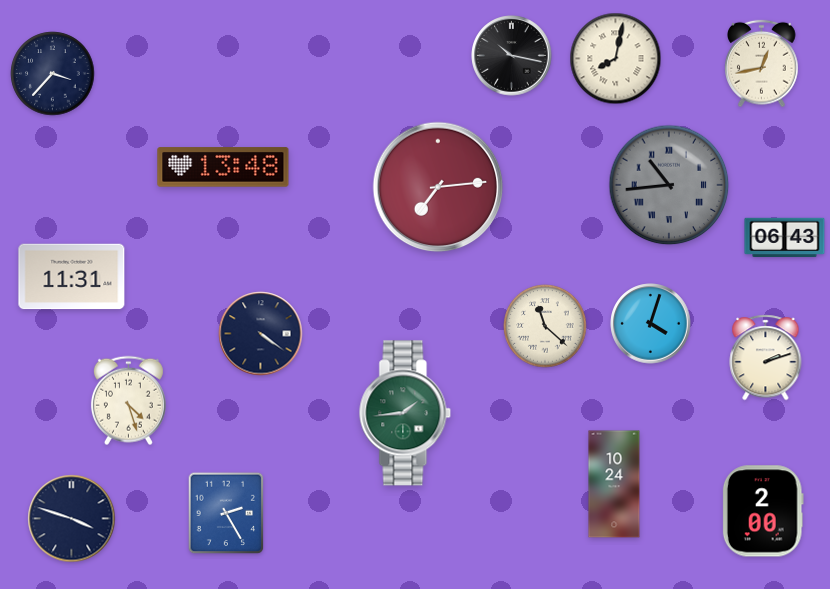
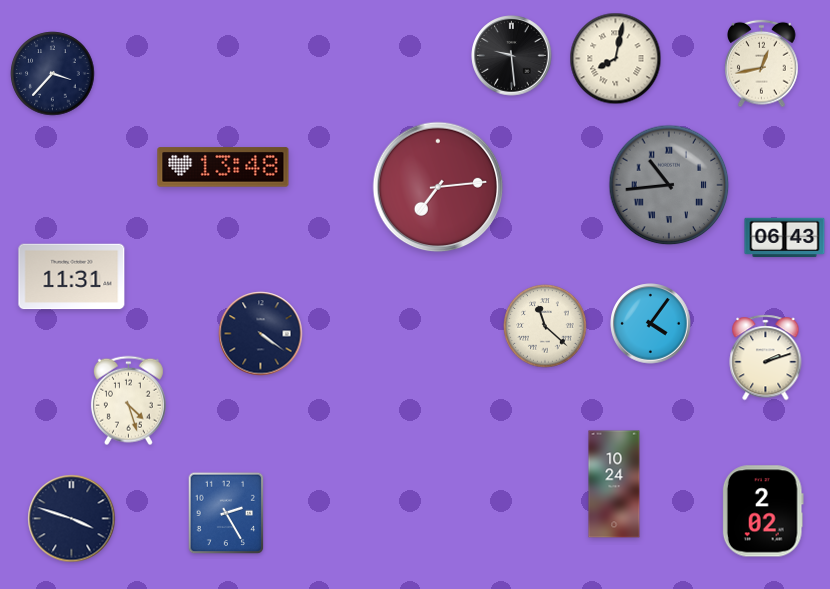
clock at (512, 56): 10:17 -> 9:29
clock at (651, 324): 4:03 -> 4:06
clock at (405, 413): 1:44 -> none
clock at (763, 511): 2:00 -> 2:02
